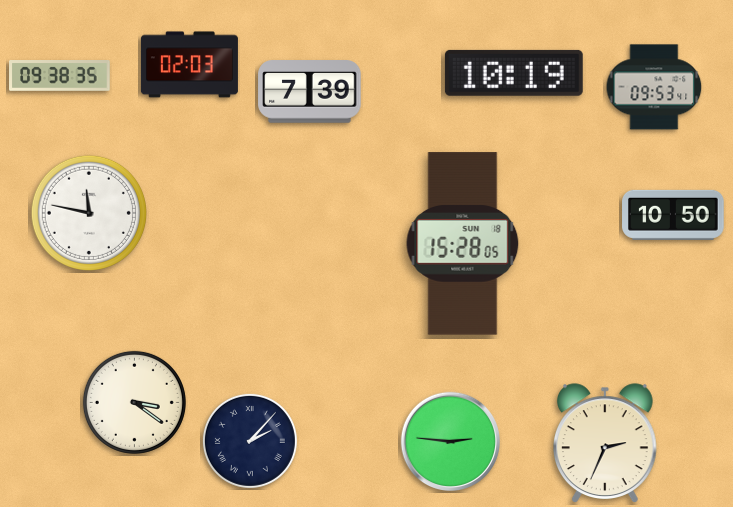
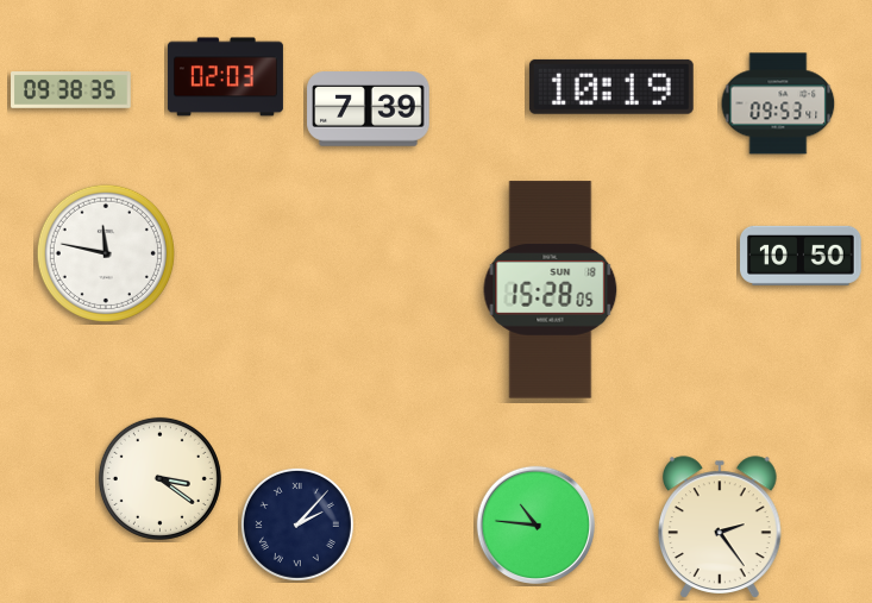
clock at (450, 441): 2:46 -> 10:46
clock at (606, 443): 2:34 -> 2:24
